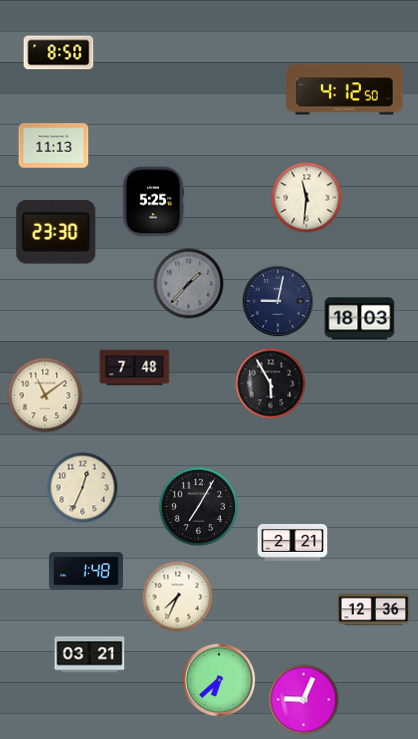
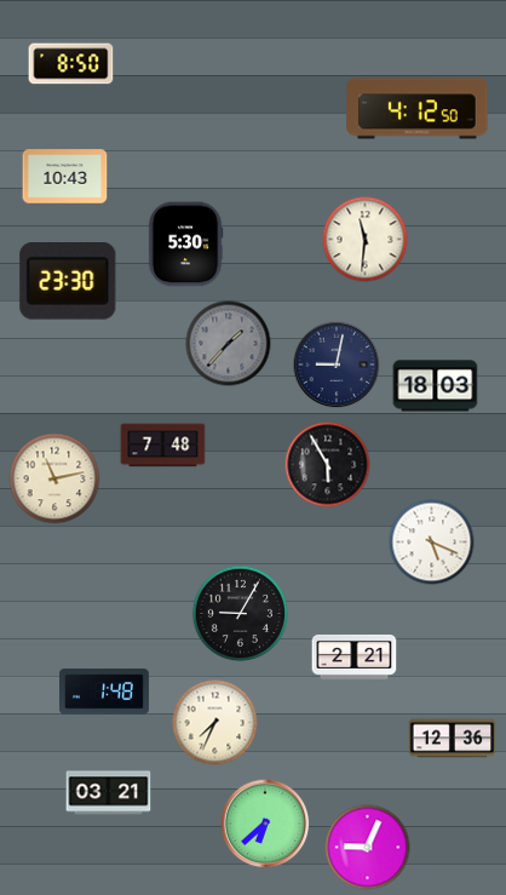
clock at (54, 146): 11:13 -> 10:43
clock at (307, 198) position: (307, 198) -> (366, 240)
clock at (153, 202): 5:25 -> 5:30
clock at (45, 395): 11:09 -> 11:13
clock at (432, 543): none -> 5:19
clock at (83, 488): 12:34 -> none
clock at (198, 506): 7:05 -> 9:05
